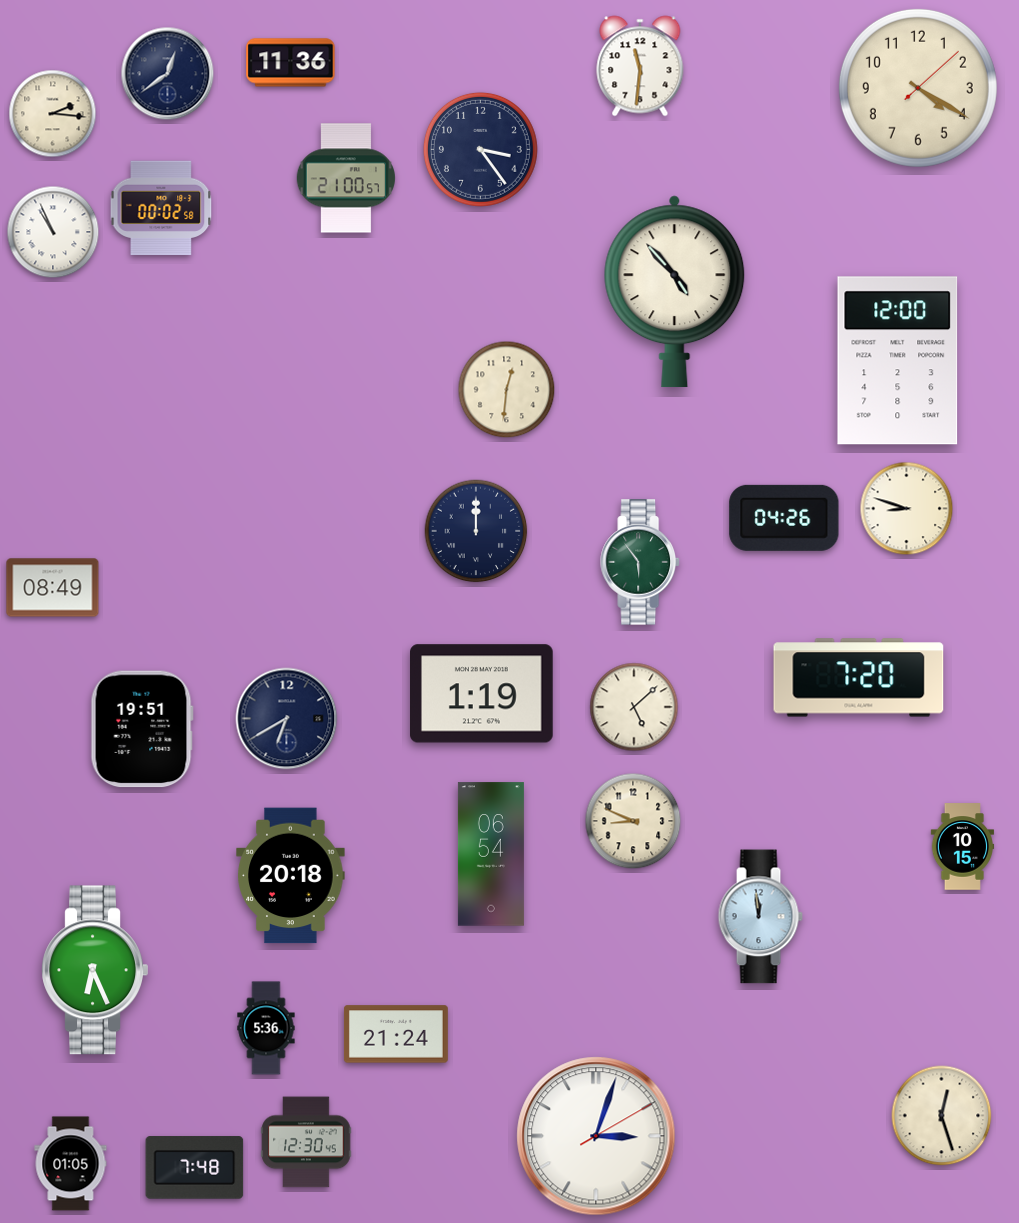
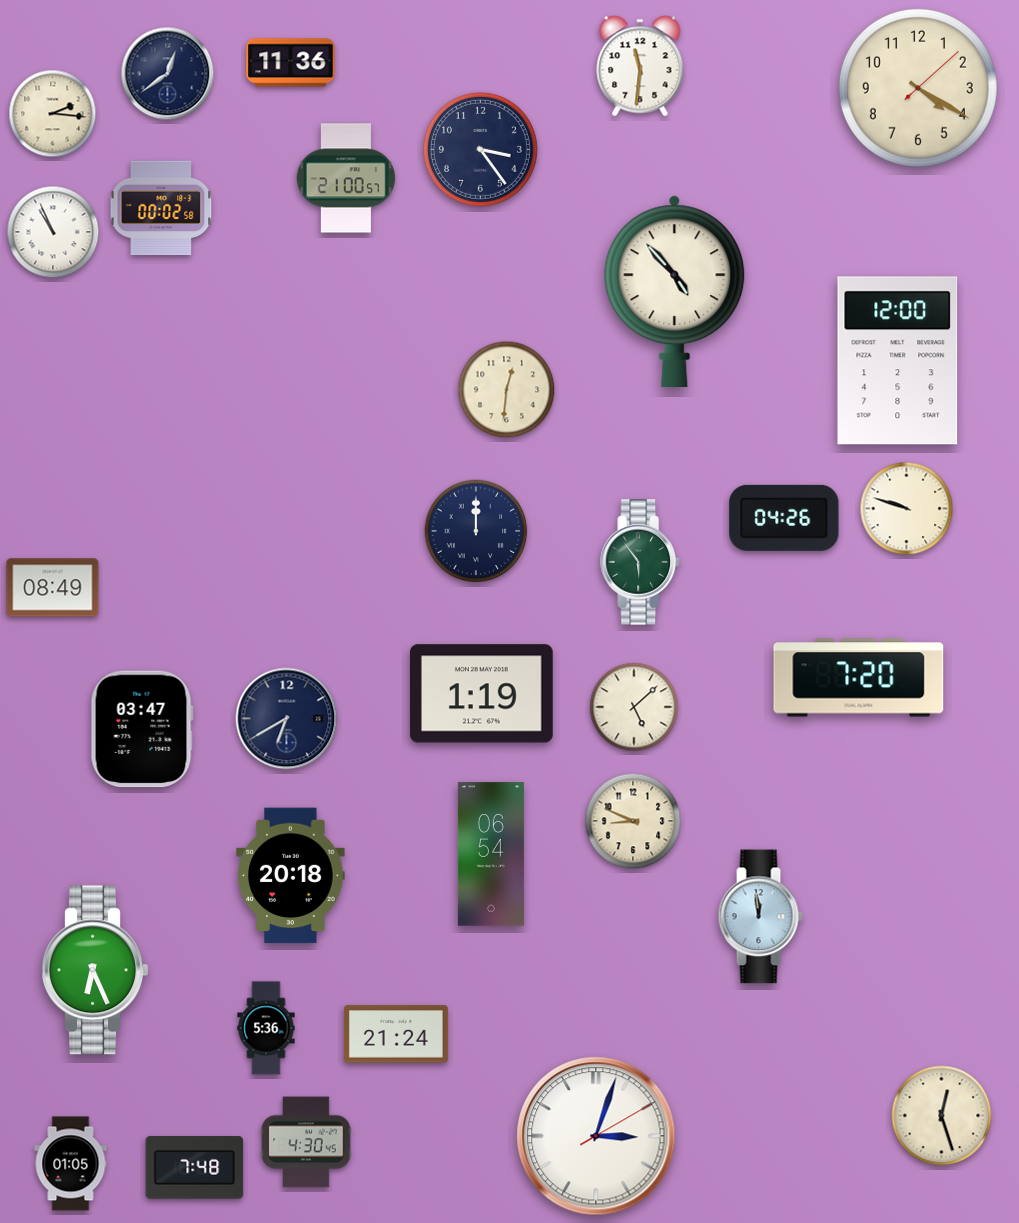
clock at (907, 509): 8:48 -> 9:48
clock at (142, 729): 19:51 -> 03:47
clock at (963, 847): 10:15 -> none
clock at (306, 1142): 12:30 -> 4:30
